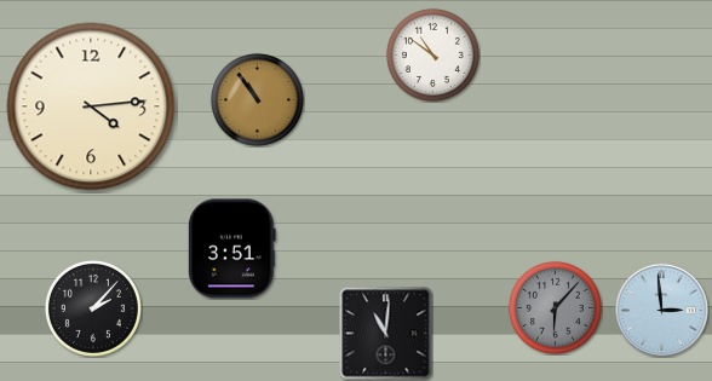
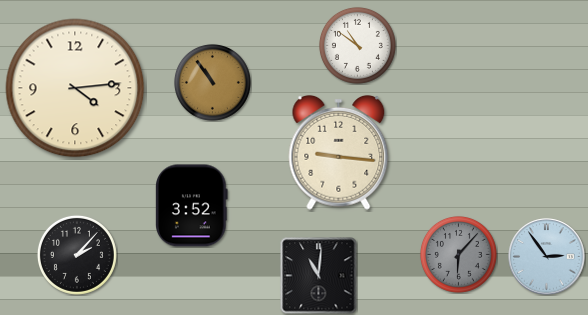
clock at (339, 152): none -> 9:16
clock at (232, 249): 3:51 -> 3:52
clock at (662, 311): 2:59 -> 2:54
